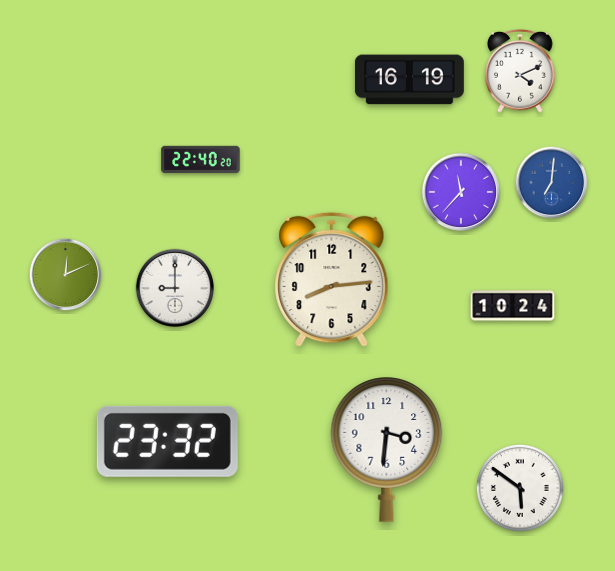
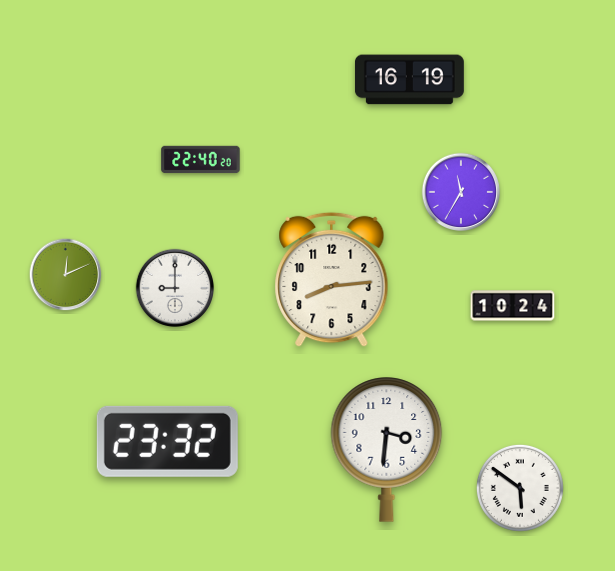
clock at (521, 71): 4:11 -> none
clock at (552, 183): 7:01 -> none
clock at (460, 191): 11:37 -> 11:35
